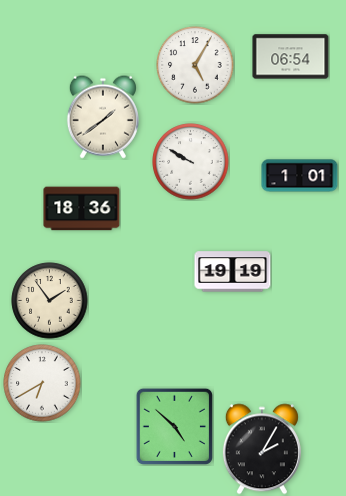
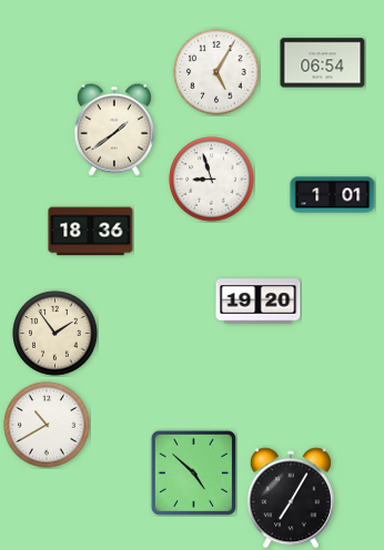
clock at (191, 162): 9:50 -> 8:57
clock at (233, 272): 19:19 -> 19:20
clock at (42, 383): 6:40 -> 10:40
clock at (262, 449): 2:05 -> 7:05
